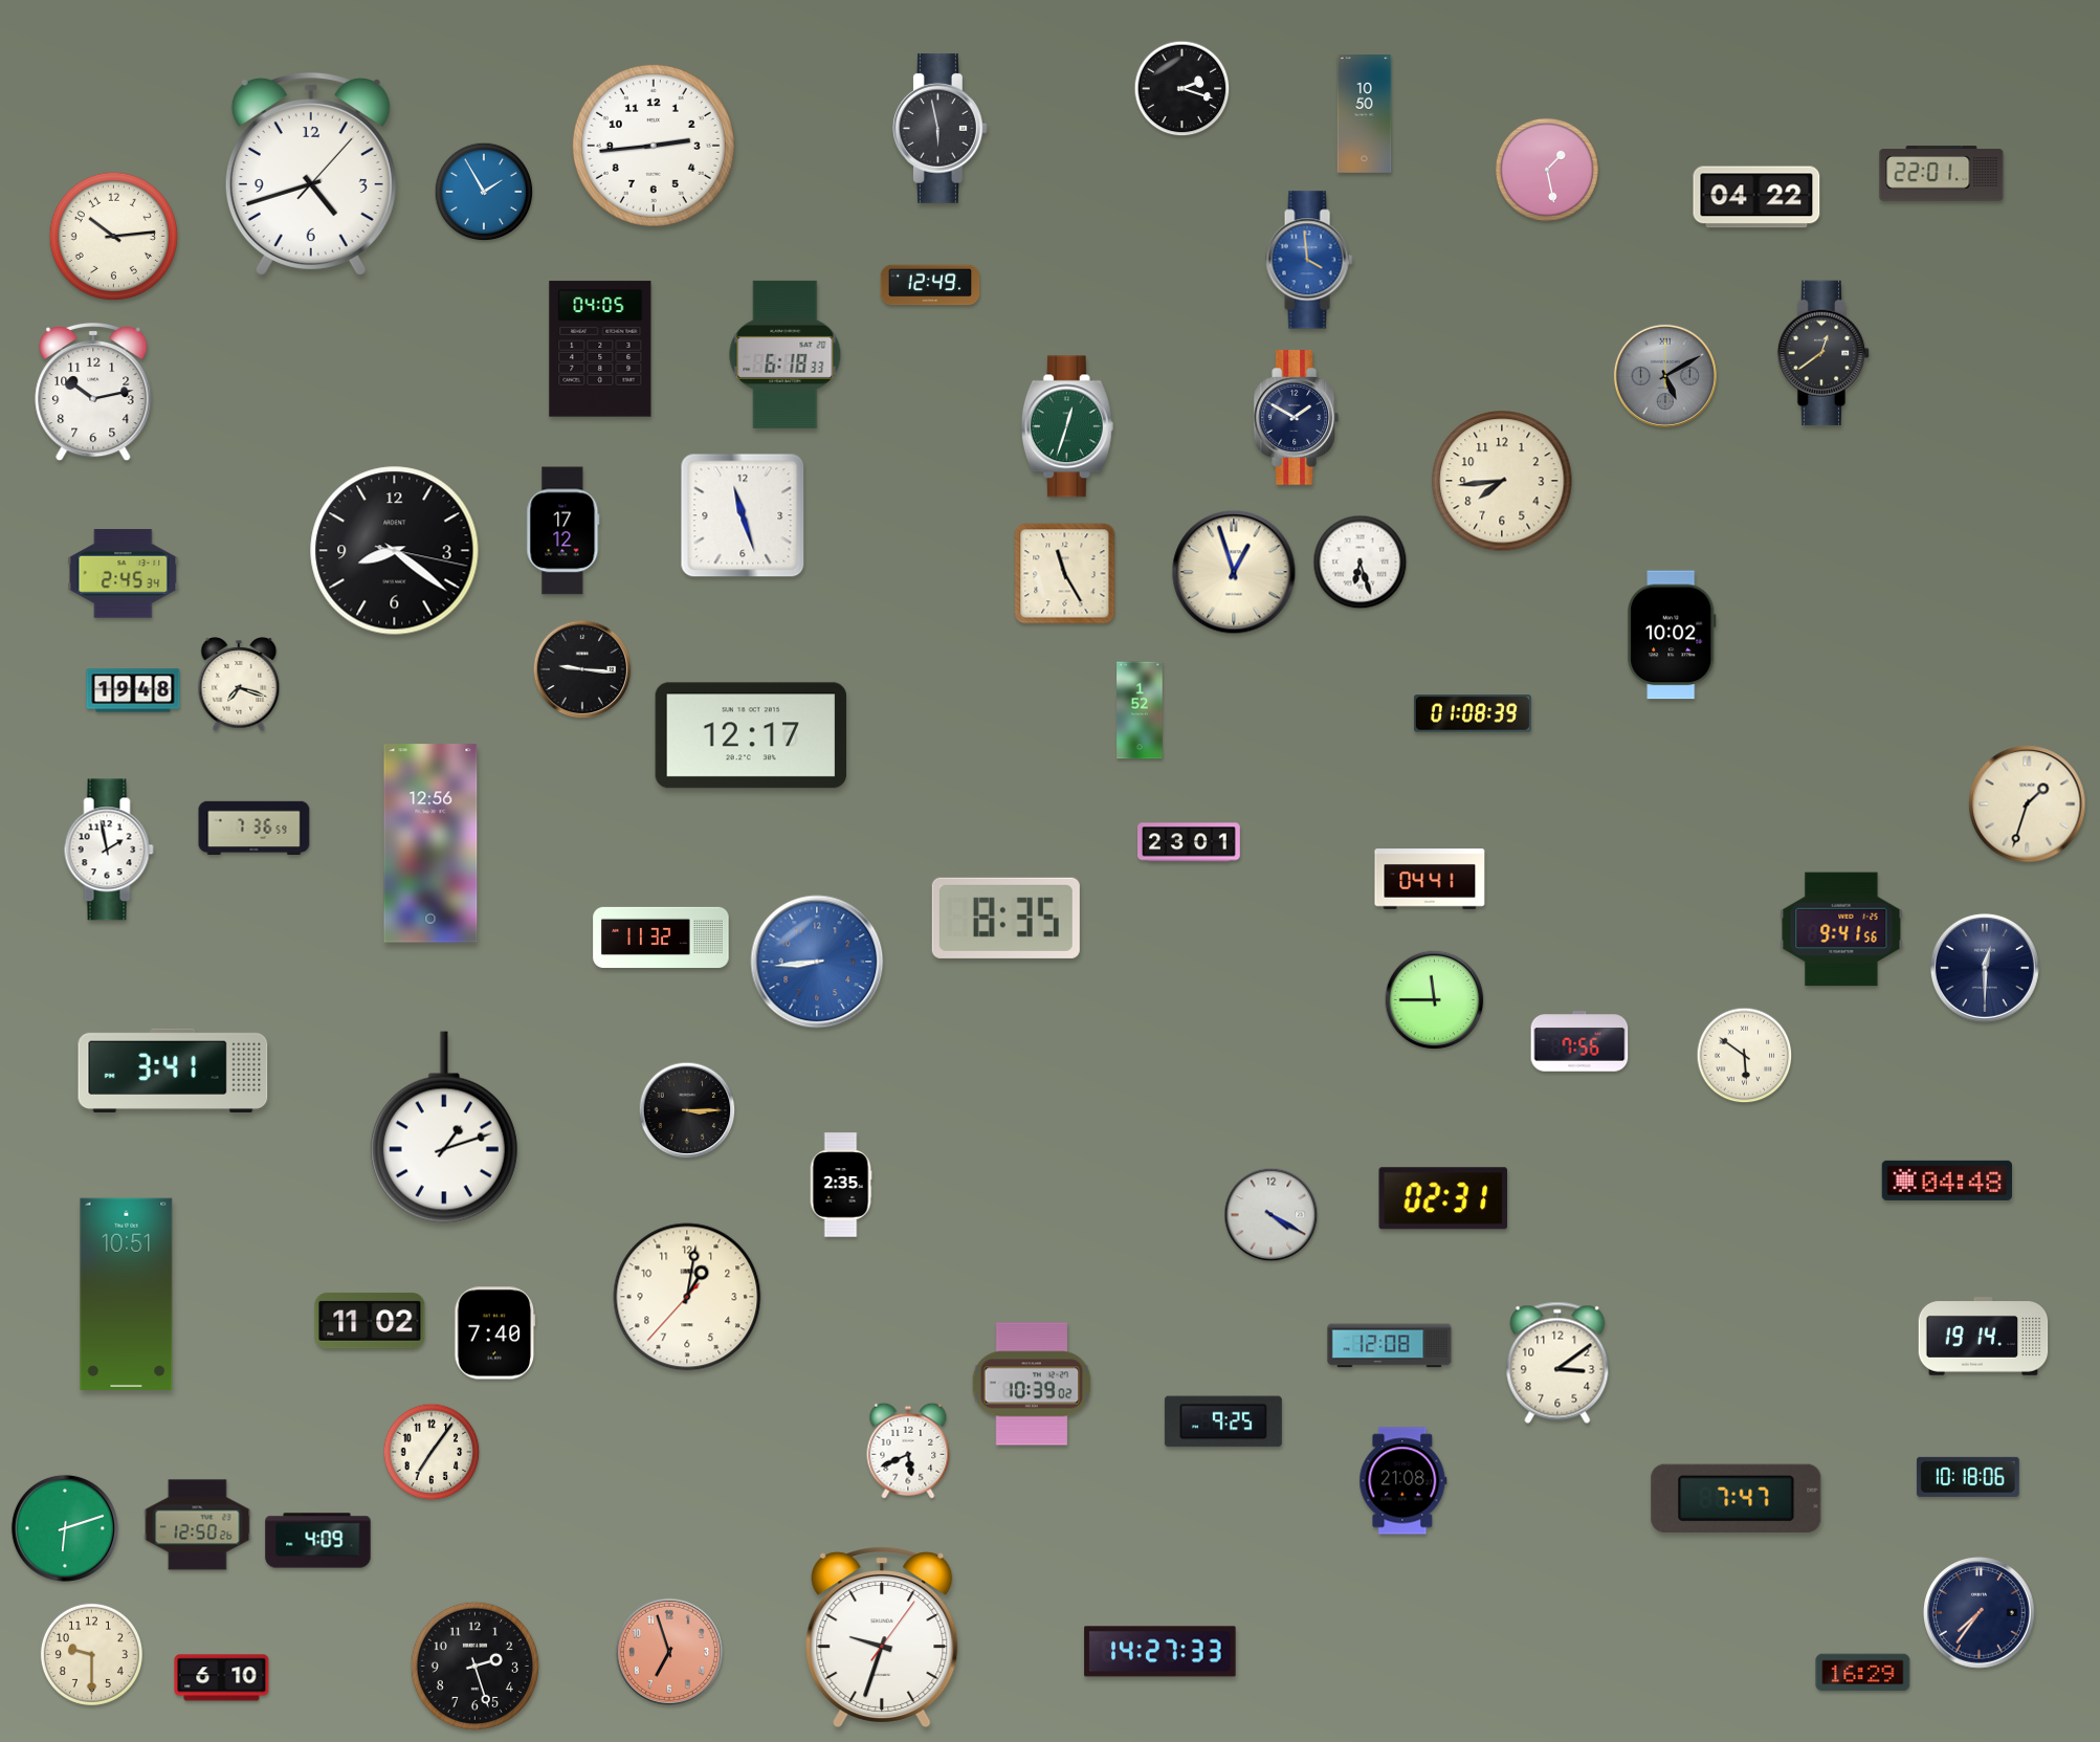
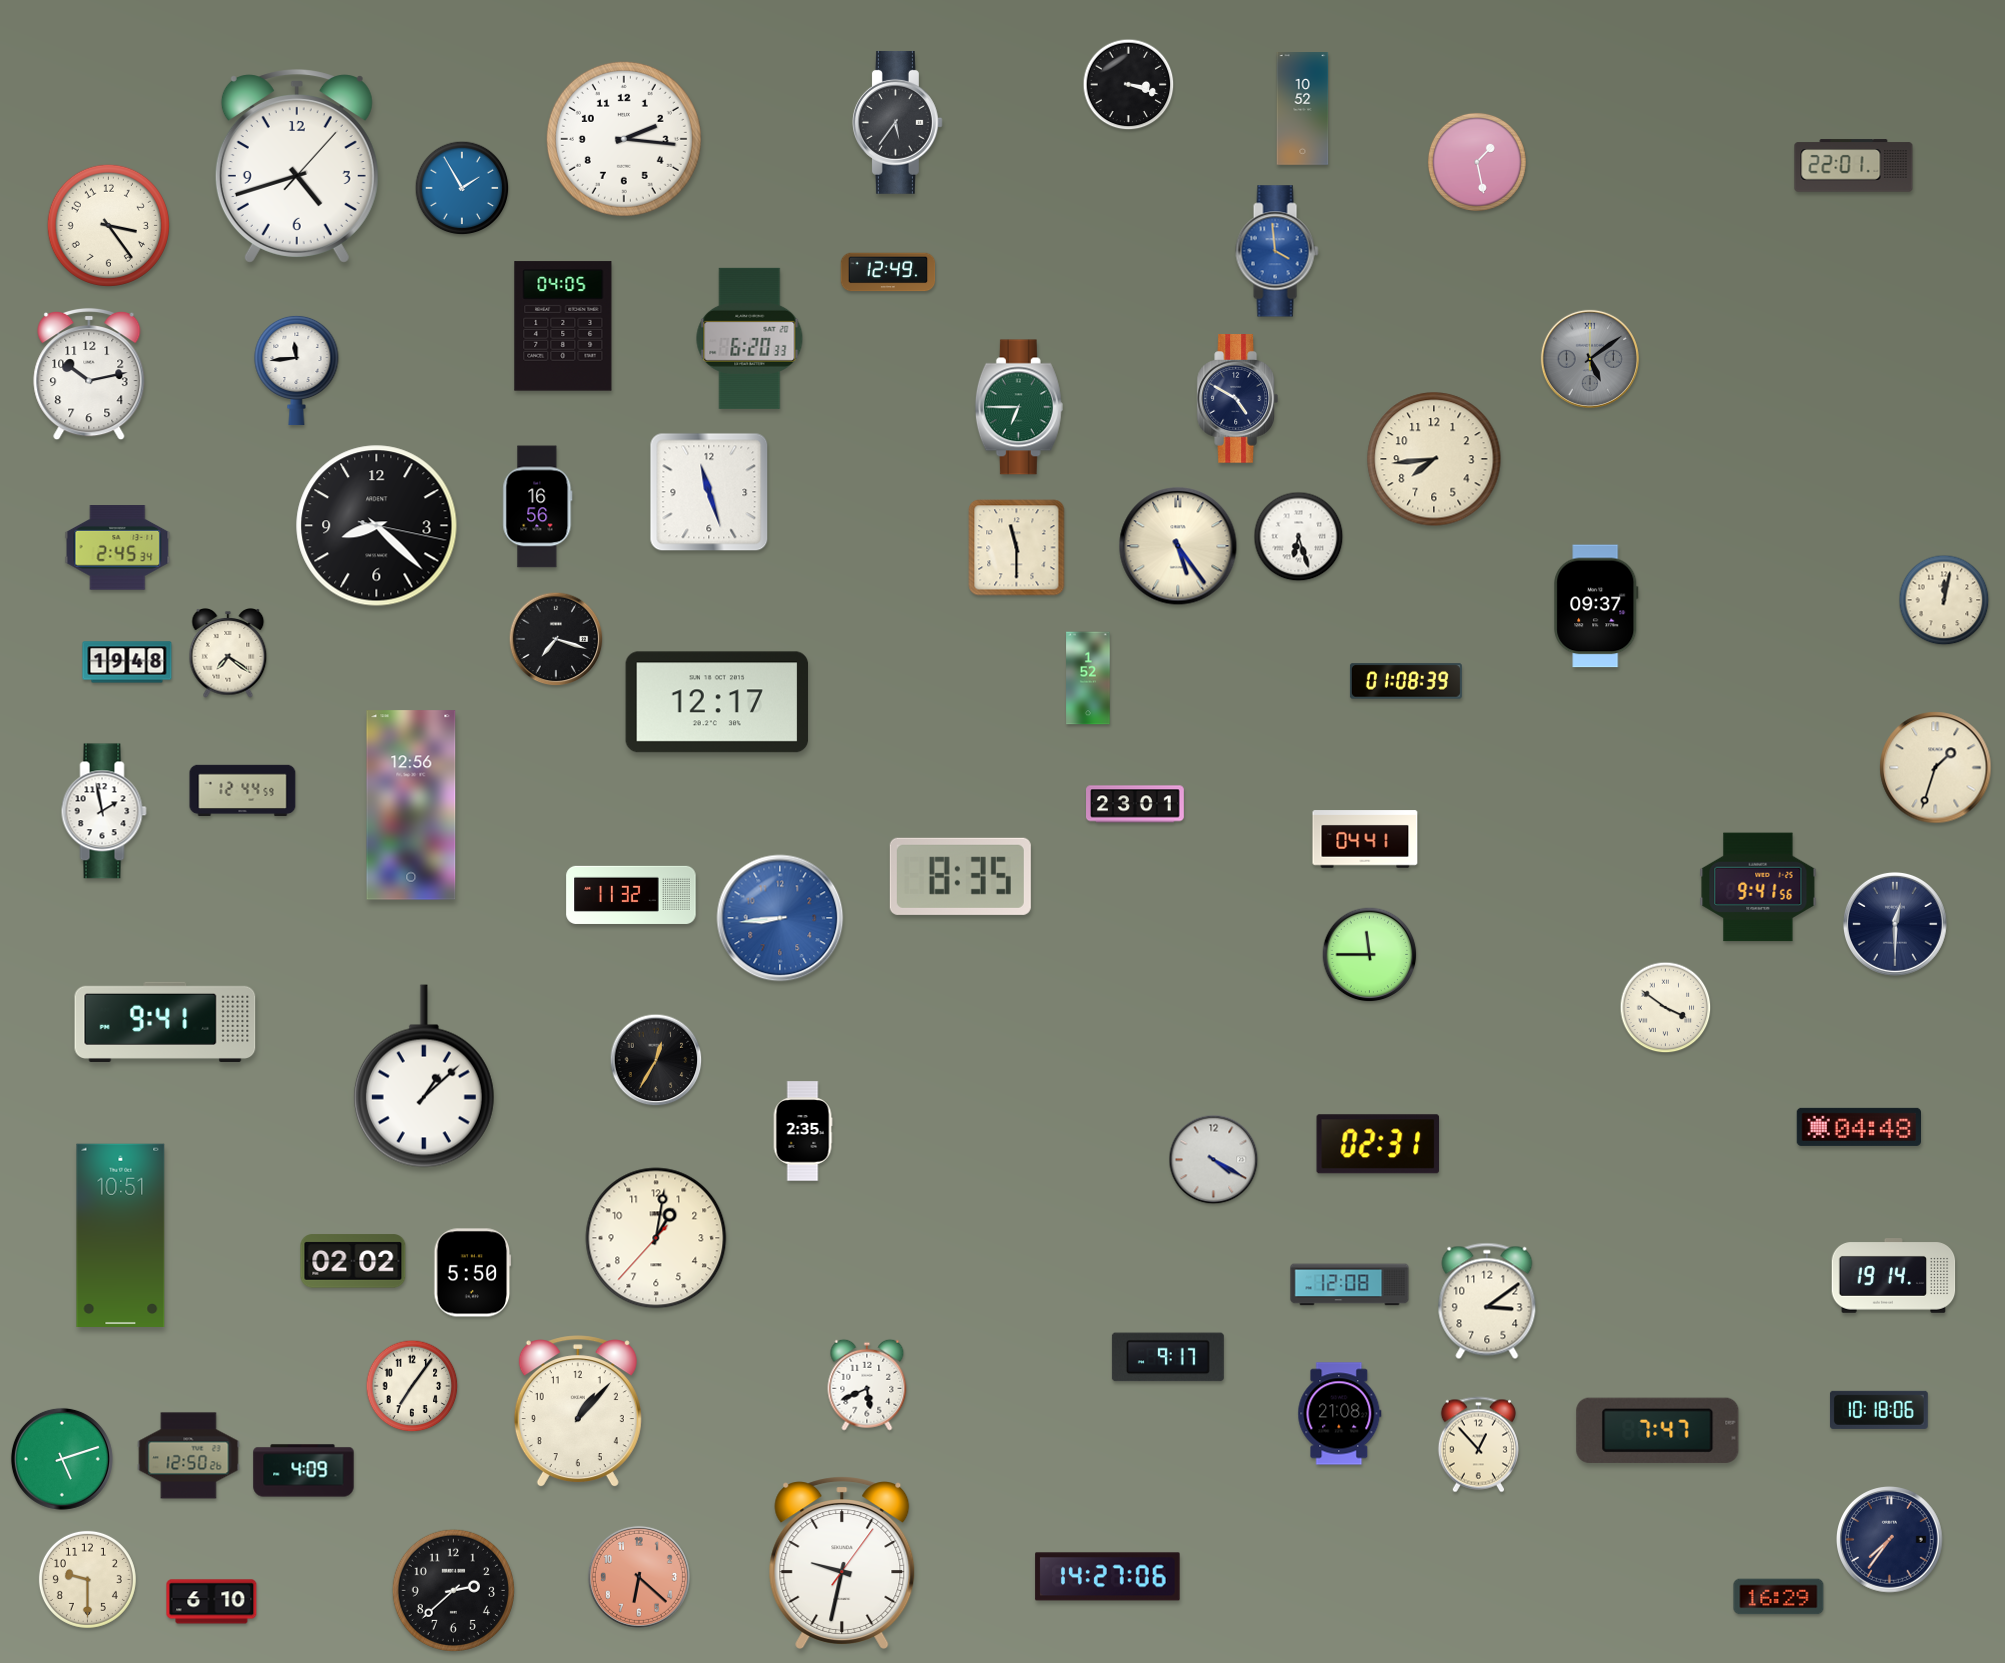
clock at (1182, 89): 2:18 -> 3:18
clock at (1365, 114): 10:50 -> 10:52
clock at (940, 128): 5:58 -> 5:36
clock at (654, 146): 2:44 -> 2:16
clock at (484, 192) position: (484, 192) -> (462, 188)
clock at (1756, 197): 04:22 -> none
clock at (113, 236): 10:14 -> 3:24
clock at (1309, 260) position: (1309, 260) -> (1277, 251)
clock at (600, 349) position: (600, 349) -> (563, 326)
clock at (1823, 353): 12:39 -> none
clock at (786, 354): 6:18 -> 6:20
clock at (1665, 376): 5:10 -> 5:09
clock at (297, 370): none -> 11:44
clock at (1296, 418): 1:50 -> 4:50
clock at (1067, 426): 12:33 -> 6:45
clock at (563, 531): 17:12 -> 16:56
clock at (395, 551): 8:21 -> 8:22
clock at (1234, 572): 12:57 -> 5:24
clock at (1065, 574): 11:25 -> 11:30
clock at (1944, 600): none -> 12:02
clock at (1672, 635): 10:02 -> 09:37
clock at (582, 669): 9:16 -> 7:18
clock at (239, 685): 7:18 -> 7:21
clock at (133, 690) position: (133, 690) -> (127, 662)
clock at (255, 829): 7:36 -> 12:44
clock at (1579, 1041): 7:56 -> none
clock at (1745, 1056): 5:51 -> 3:51
clock at (173, 1071): 3:41 -> 9:41
clock at (687, 1110): 3:15 -> 12:35
clock at (444, 1127): 1:12 -> 1:08
clock at (370, 1321): 11:02 -> 02:02
clock at (495, 1333): 7:40 -> 5:50
clock at (1390, 1346) position: (1390, 1346) -> (1350, 1285)
clock at (1032, 1384): 10:39 -> none
clock at (1223, 1421): 9:25 -> 9:17
clock at (578, 1412): none -> 1:07
clock at (1478, 1445): none -> 12:53
clock at (65, 1528): 6:12 -> 5:12
clock at (882, 1637): 9:33 -> 9:32
clock at (669, 1652): 6:57 -> 6:22
clock at (1160, 1652): 14:27:33 -> 14:27:06
clock at (474, 1666): 2:27 -> 2:38
